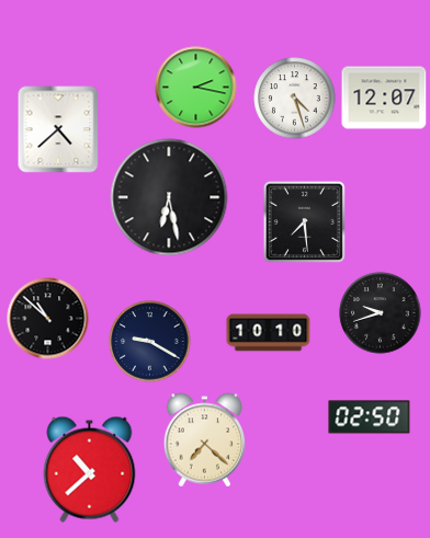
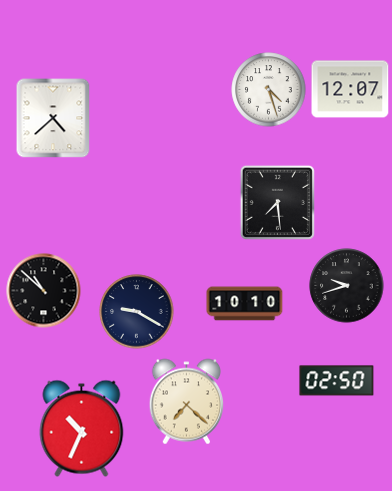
clock at (196, 88): 2:17 -> none
clock at (169, 197): 6:28 -> none
clock at (90, 469): 10:38 -> 10:34
